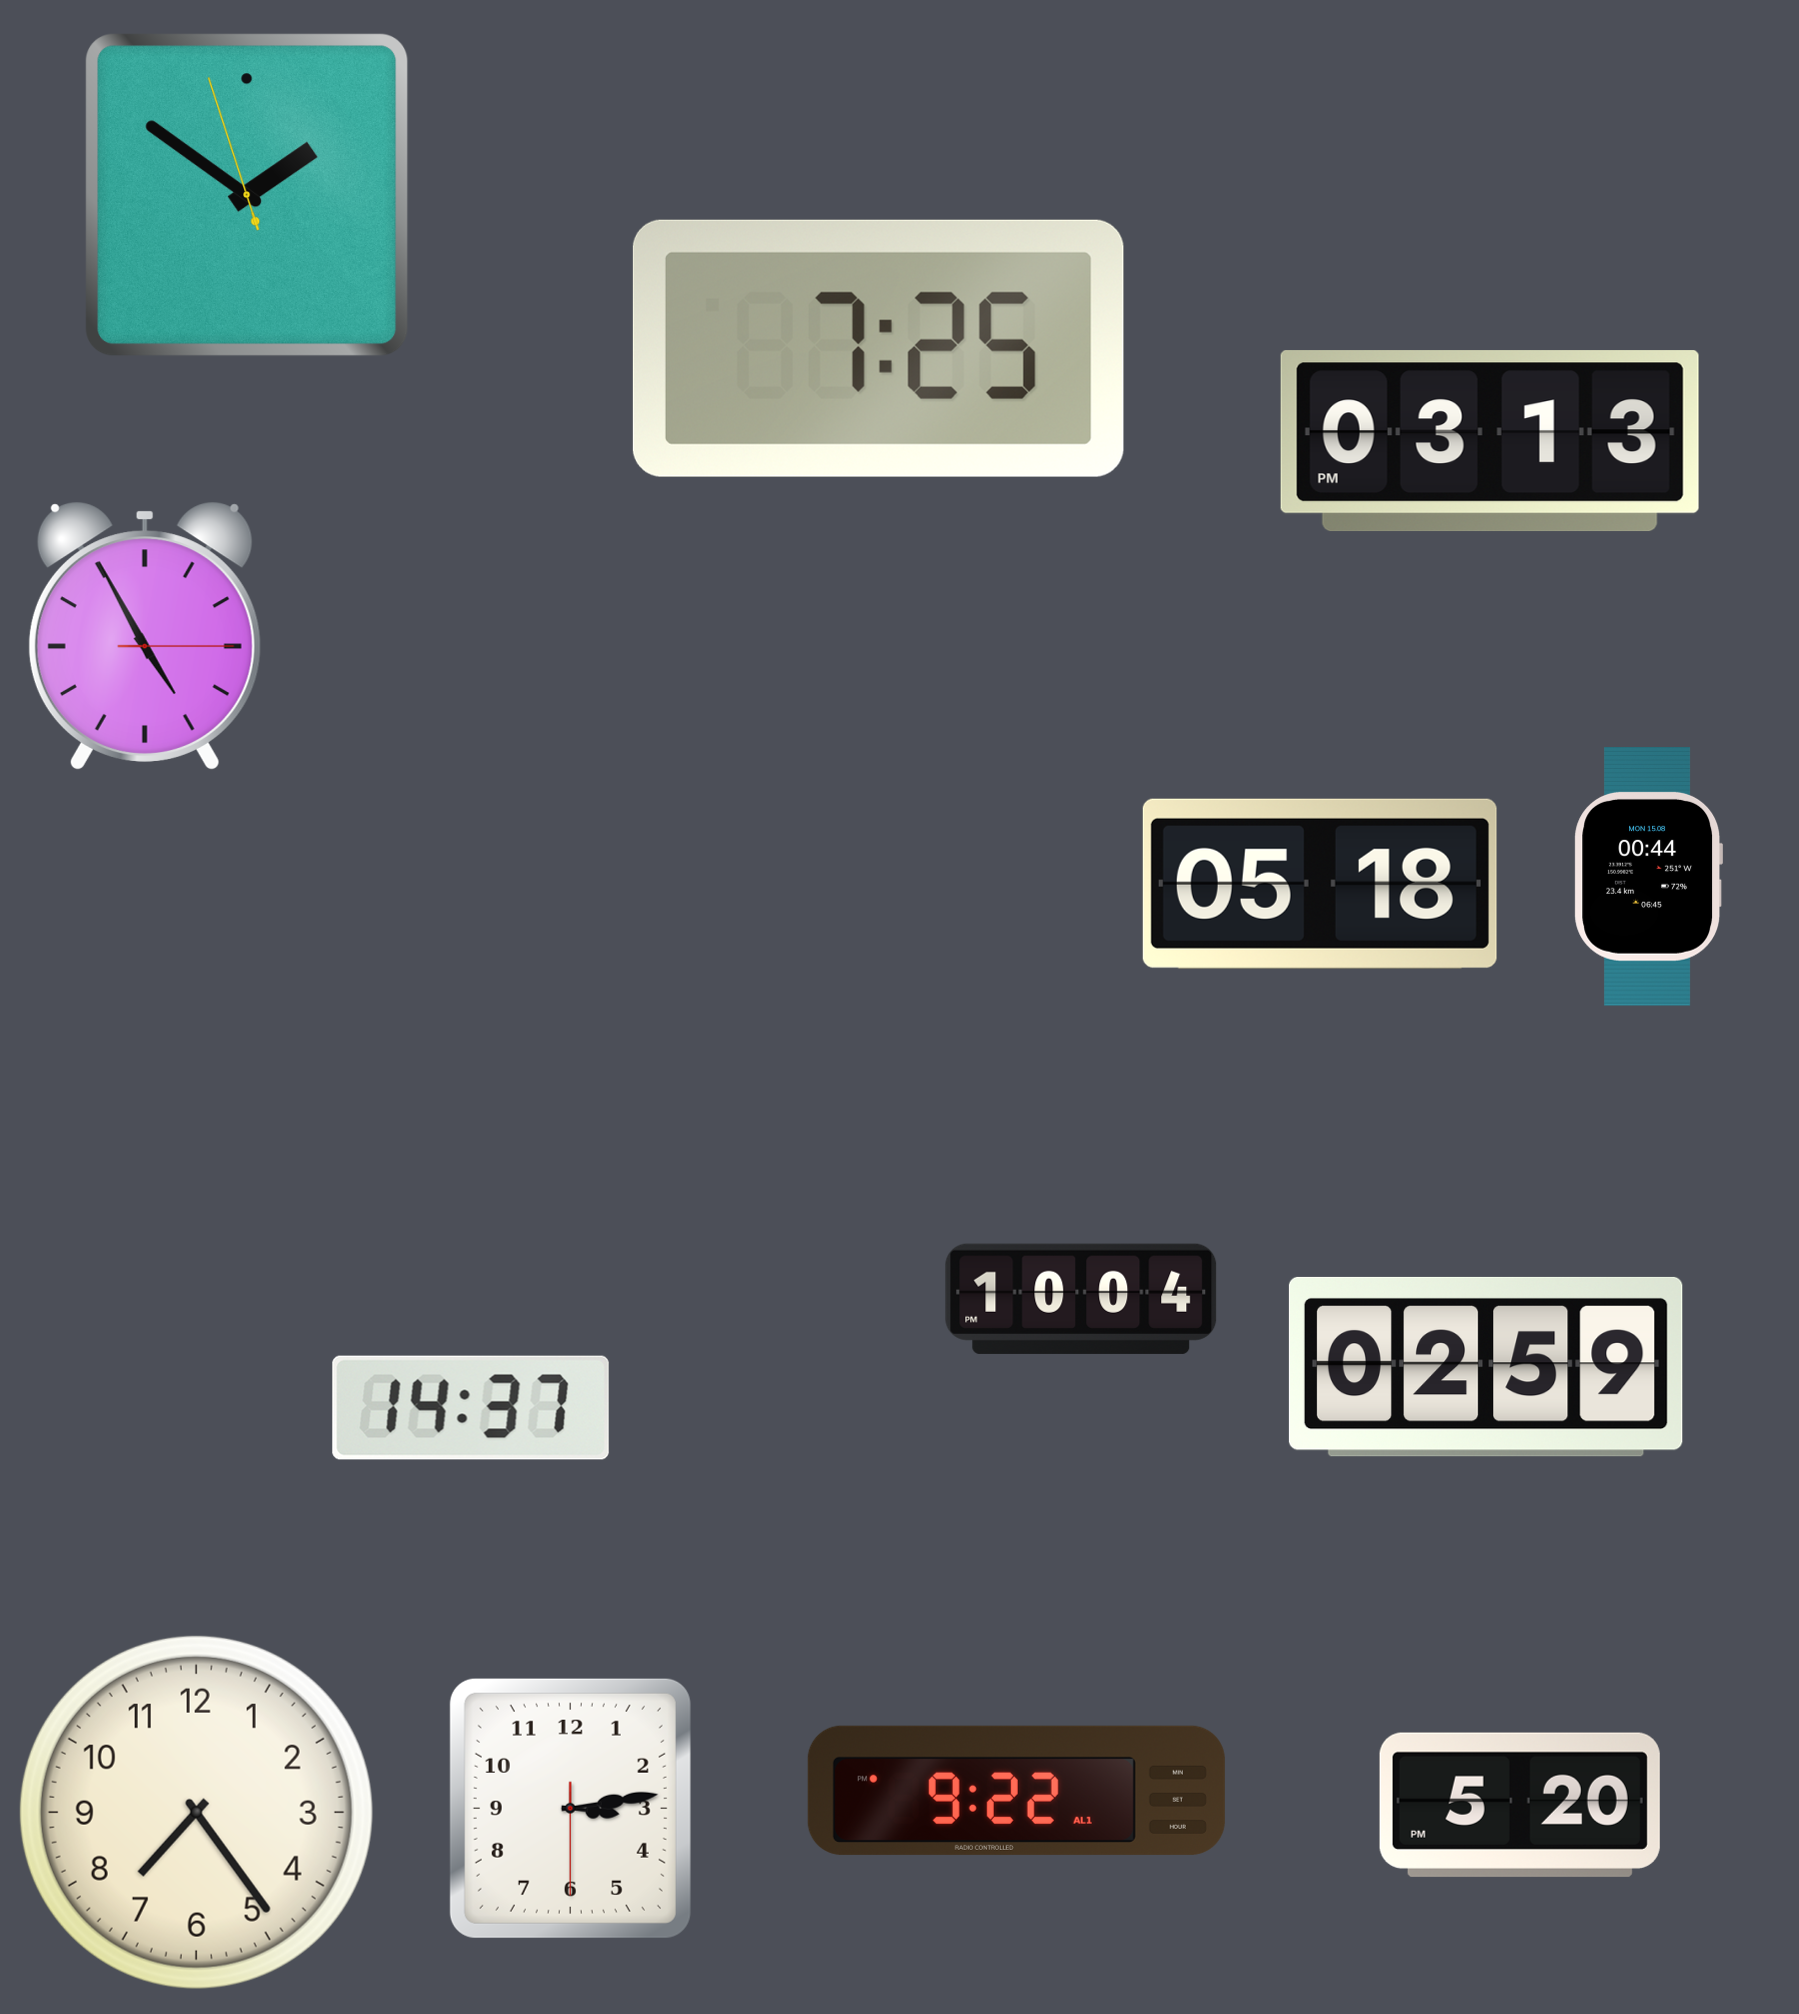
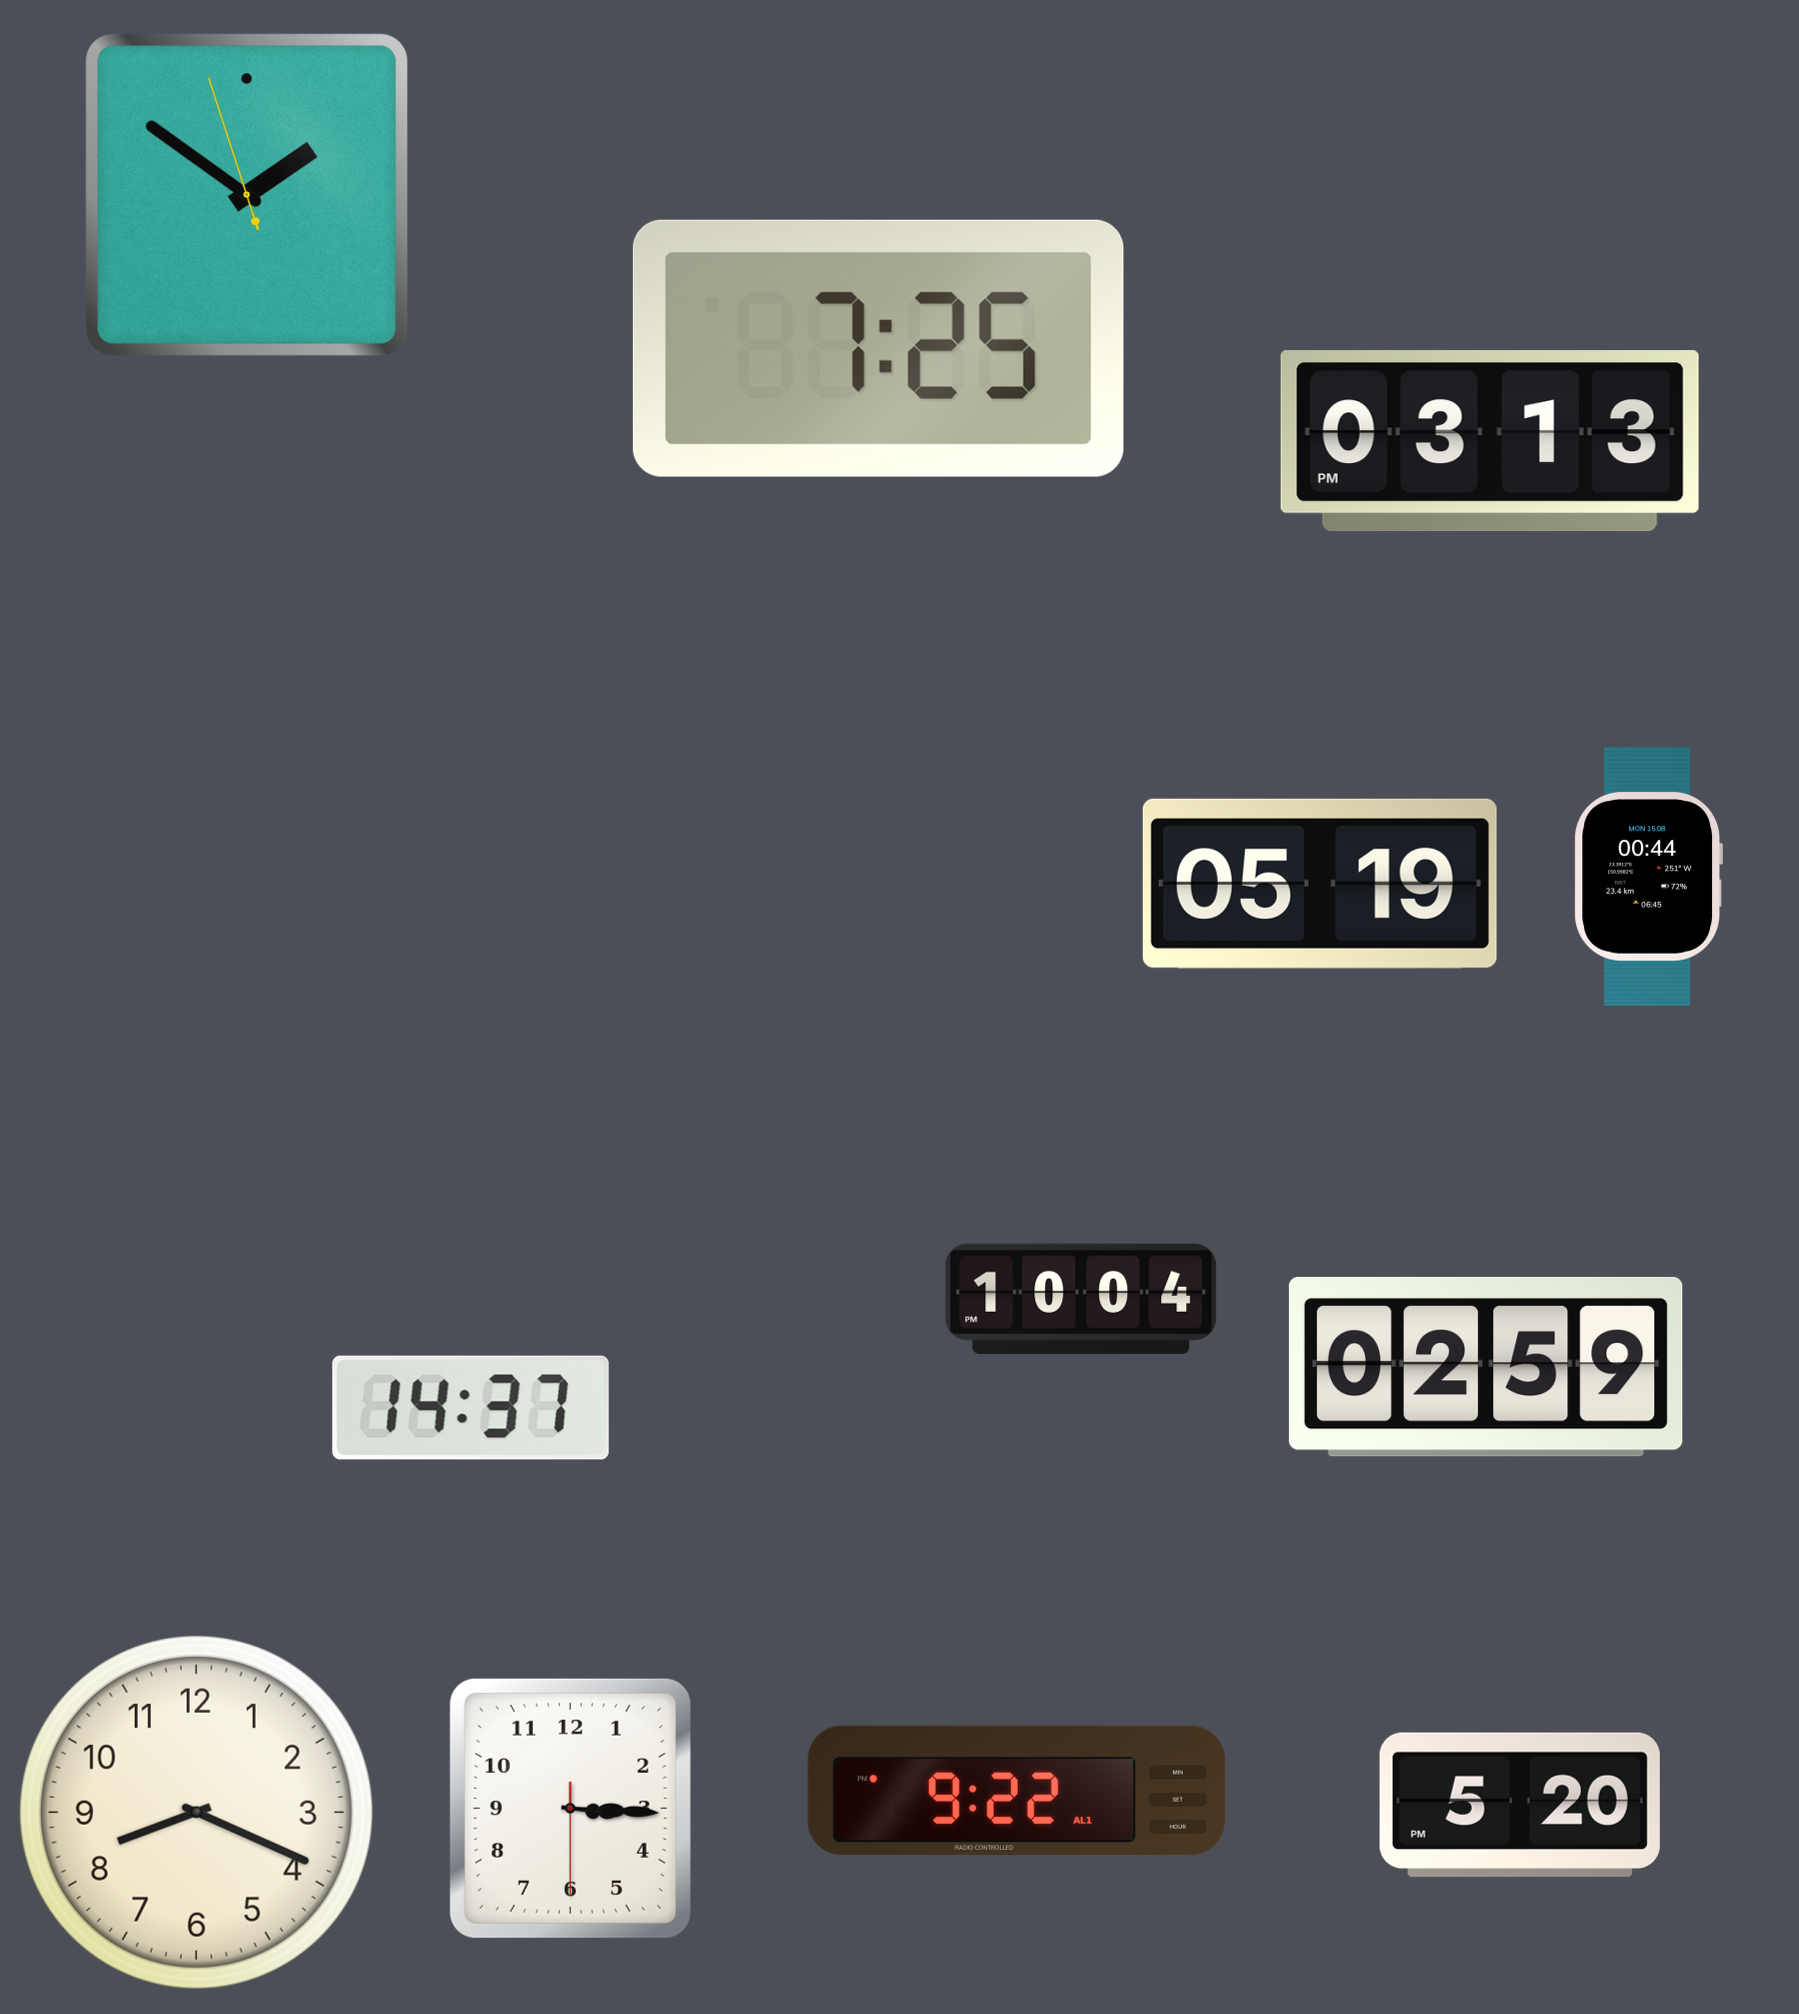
clock at (145, 636): 4:55 -> none
clock at (1320, 884): 05:18 -> 05:19
clock at (570, 1808): 3:13 -> 3:15
clock at (196, 1812): 7:24 -> 8:19
